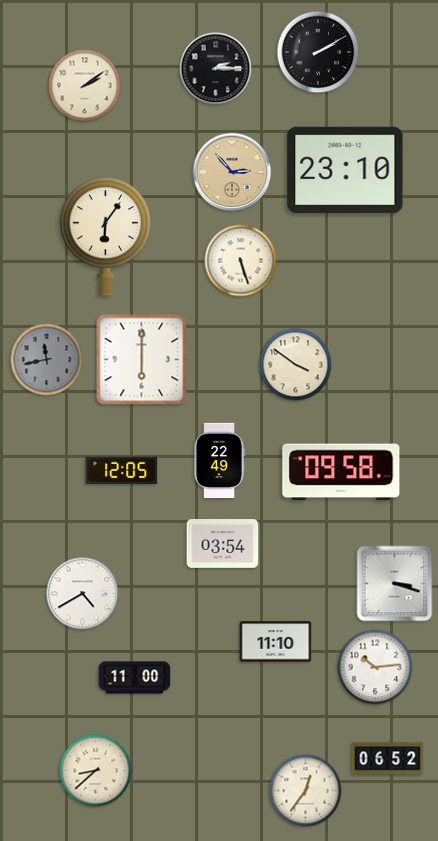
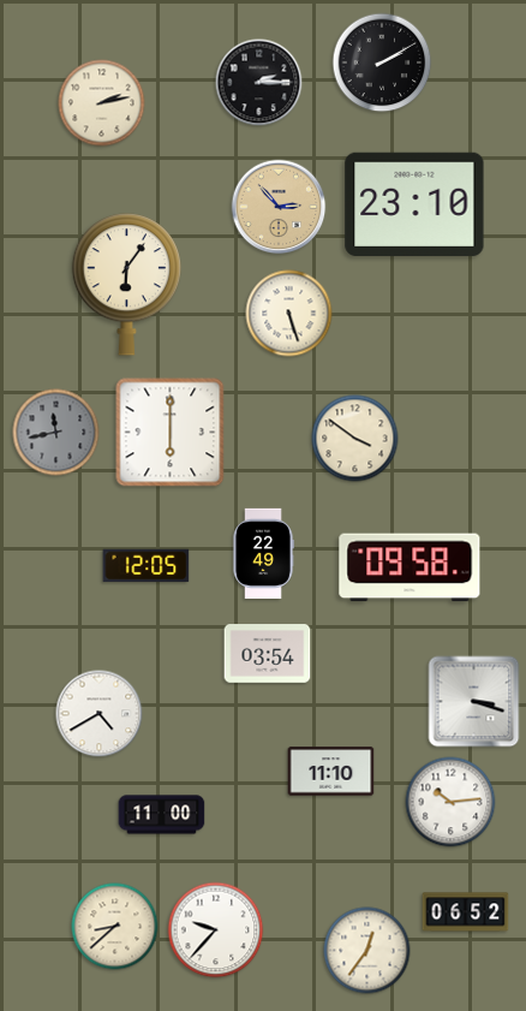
clock at (85, 86): 2:09 -> 2:13
clock at (216, 930): none -> 9:37
